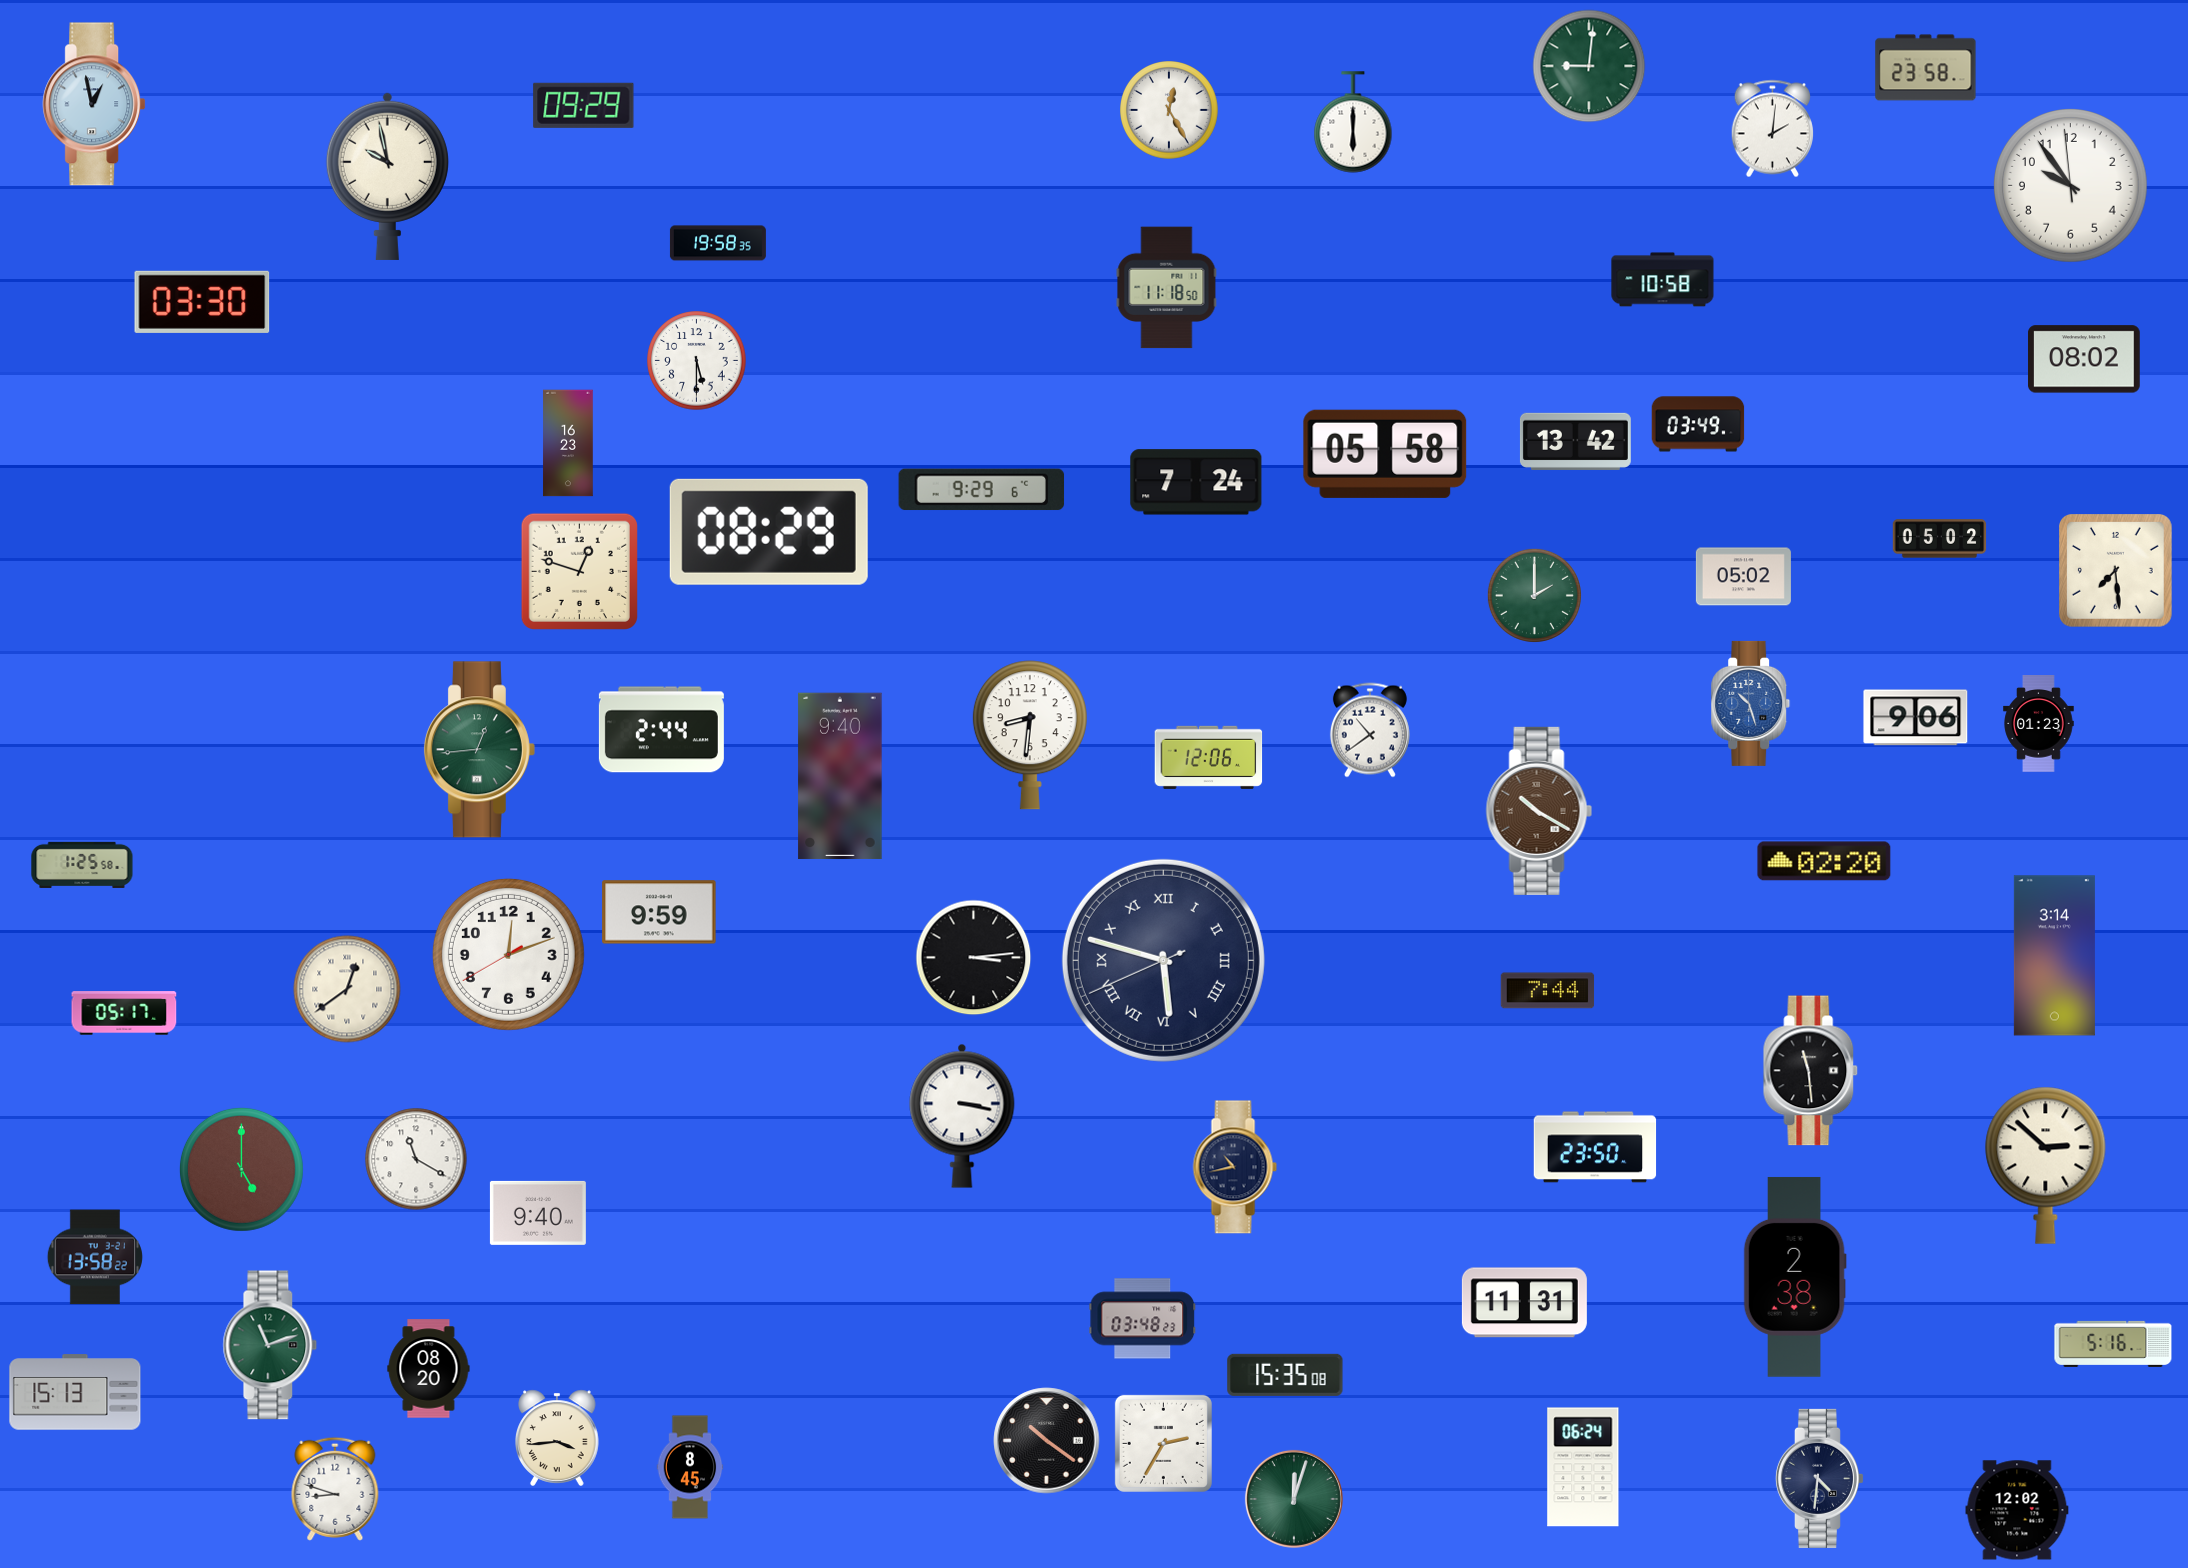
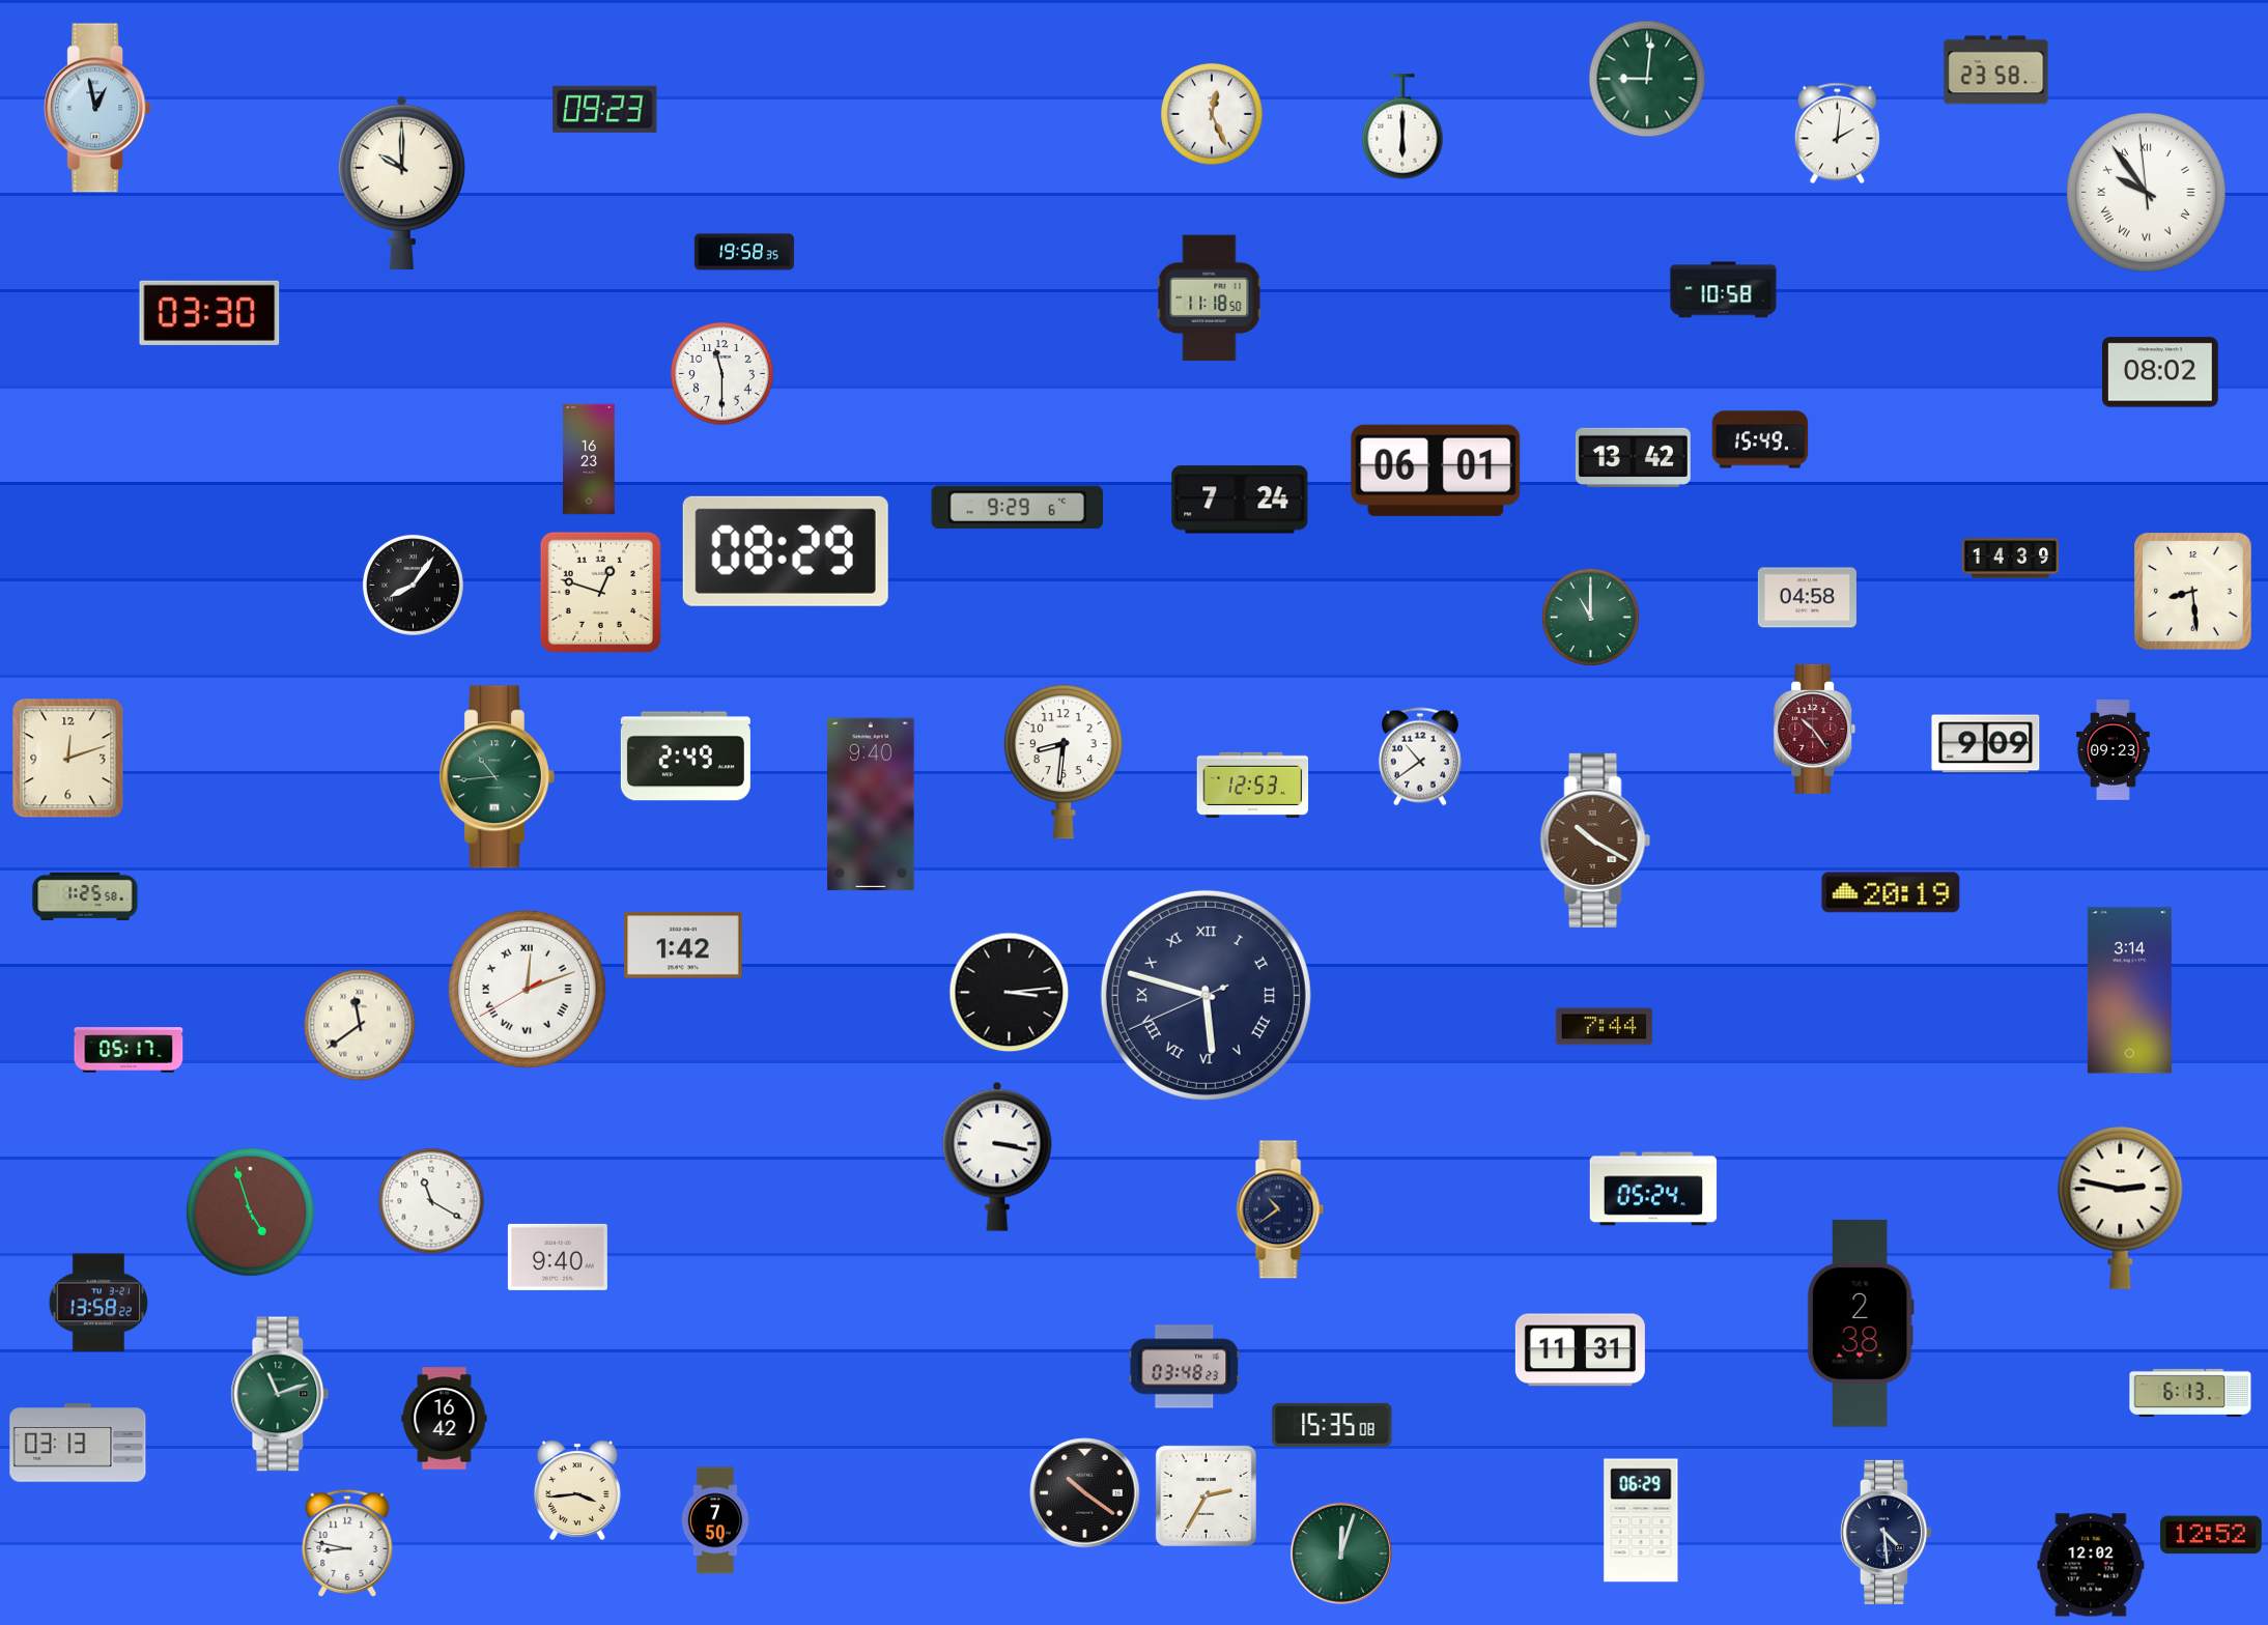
clock at (1589, 66) position: (1589, 66) -> (1647, 79)
clock at (584, 105): 09:29 -> 09:23
clock at (1170, 111): 12:25 -> 12:26
clock at (387, 176): 9:58 -> 10:00
clock at (2071, 186) numerals: Arabic -> Roman
clock at (697, 361): 5:30 -> 11:30
clock at (1698, 424): 03:49 -> 15:49
clock at (1385, 454): 05:58 -> 06:01
clock at (769, 532) position: (769, 532) -> (786, 551)
clock at (1940, 539): 05:02 -> 14:39
clock at (413, 585): none -> 8:06
clock at (2116, 571): 7:29 -> 8:29
clock at (1743, 577): 05:02 -> 04:58
clock at (1534, 595): 2:00 -> 11:00
clock at (1751, 703): 10:27 -> 10:24
clock at (1751, 703) dial: blue -> burgundy
clock at (1916, 718): 9:06 -> 9:09
clock at (2039, 724): 01:23 -> 09:23
clock at (661, 730): 2:44 -> 2:49
clock at (68, 759): none -> 12:12
clock at (1030, 735) position: (1030, 735) -> (1064, 762)
clock at (479, 750): 12:44 -> 10:44
clock at (1209, 757): 12:06 -> 12:53
clock at (1824, 861): 02:20 -> 20:19
clock at (659, 912): 9:59 -> 1:42
clock at (508, 954) numerals: Arabic -> Roman
clock at (347, 989): 12:39 -> 11:39
clock at (1811, 1071): 11:29 -> none
clock at (1595, 1147): 23:50 -> 05:24
clock at (2046, 1165): 2:52 -> 2:47
clock at (1235, 1167): 10:43 -> 10:39
clock at (241, 1169): 5:00 -> 4:57
clock at (2113, 1344): 5:16 -> 6:13
clock at (429, 1369): 08:20 -> 16:42
clock at (75, 1392): 15:13 -> 03:13
clock at (690, 1467): 8:45 -> 7:50
clock at (1583, 1467): 06:24 -> 06:29
clock at (1819, 1478): 4:31 -> 4:29
clock at (2211, 1535): none -> 12:52
clock at (335, 1489): 8:48 -> 8:47
